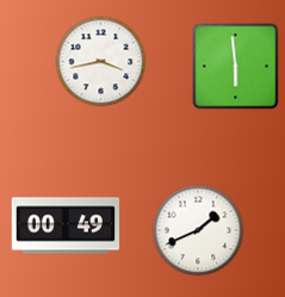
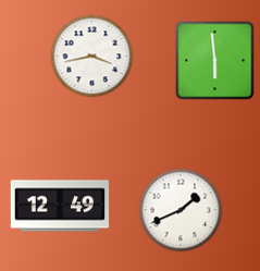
clock at (66, 225): 00:49 -> 12:49
